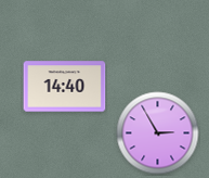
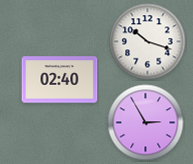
clock at (148, 42): none -> 10:18
clock at (65, 87): 14:40 -> 02:40
